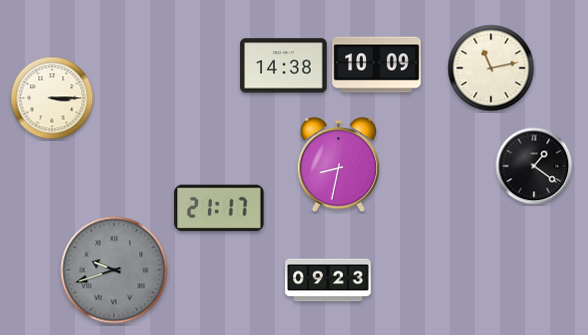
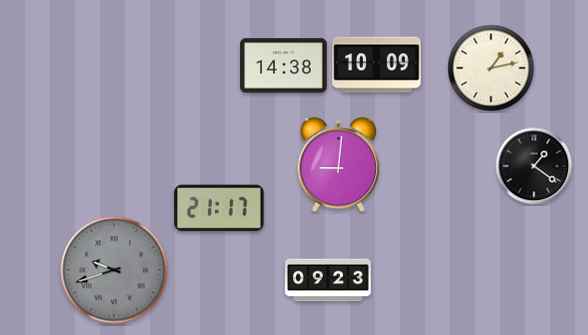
clock at (491, 68): 11:13 -> 1:13
clock at (52, 98): 3:15 -> none
clock at (338, 166): 8:32 -> 9:01
